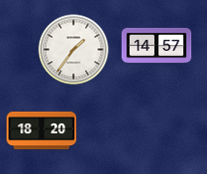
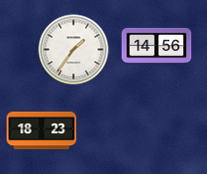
clock at (157, 45): 14:57 -> 14:56
clock at (42, 131): 18:20 -> 18:23
